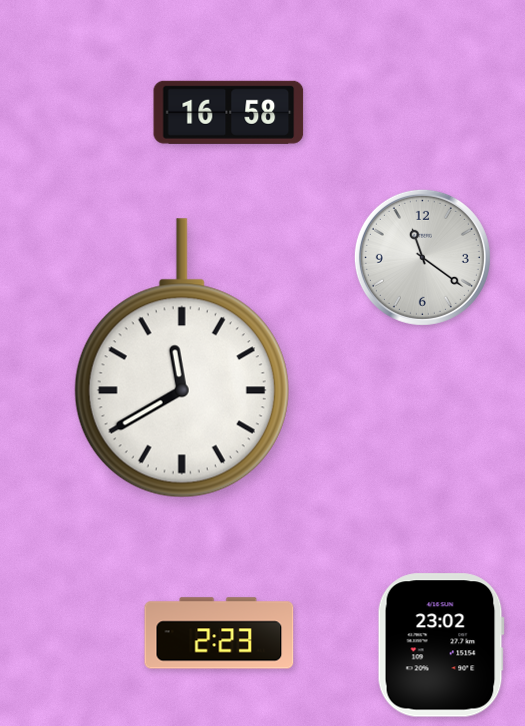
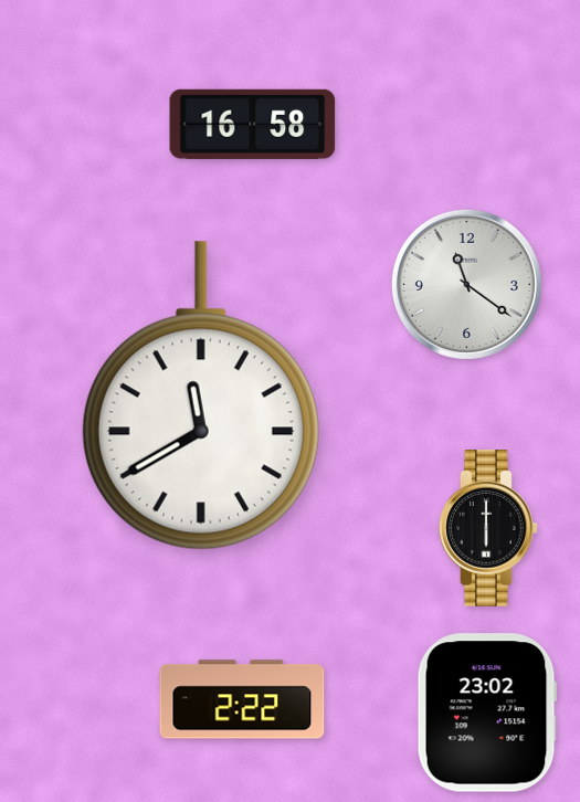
clock at (488, 528): none -> 6:00
clock at (219, 633): 2:23 -> 2:22
